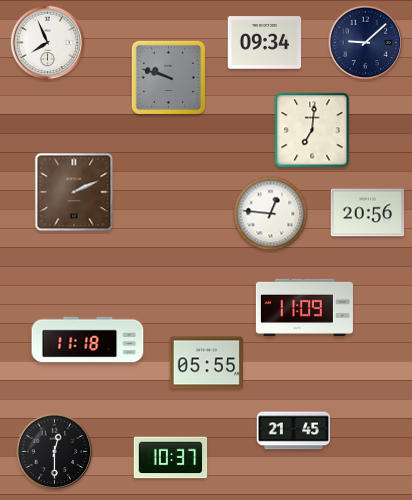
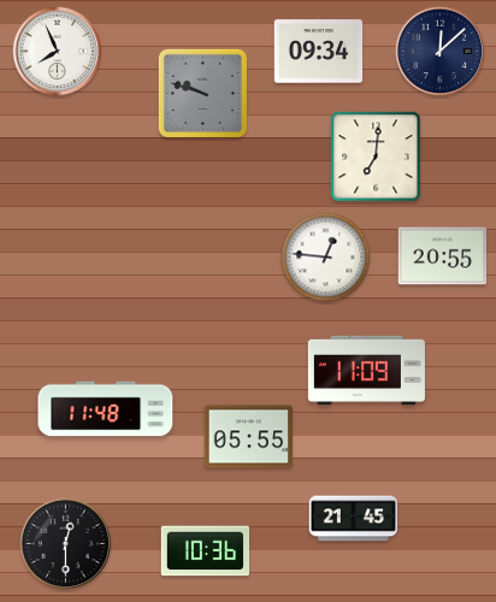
clock at (366, 43): 9:08 -> 12:08
clock at (74, 192): 2:11 -> none
clock at (368, 213): 20:56 -> 20:55
clock at (88, 340): 11:18 -> 11:48
clock at (171, 458): 10:37 -> 10:36
